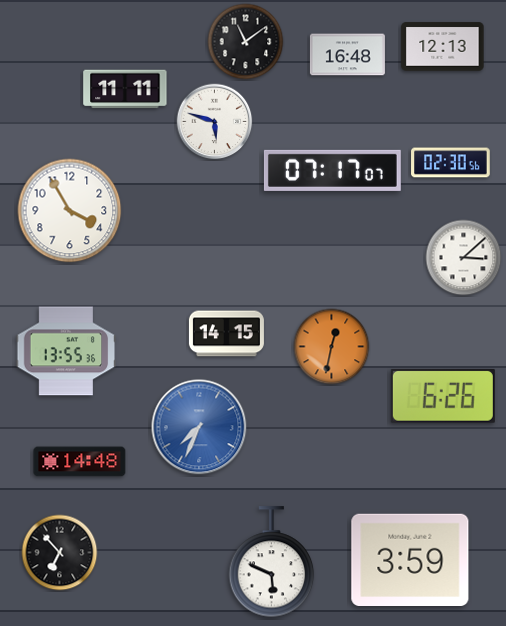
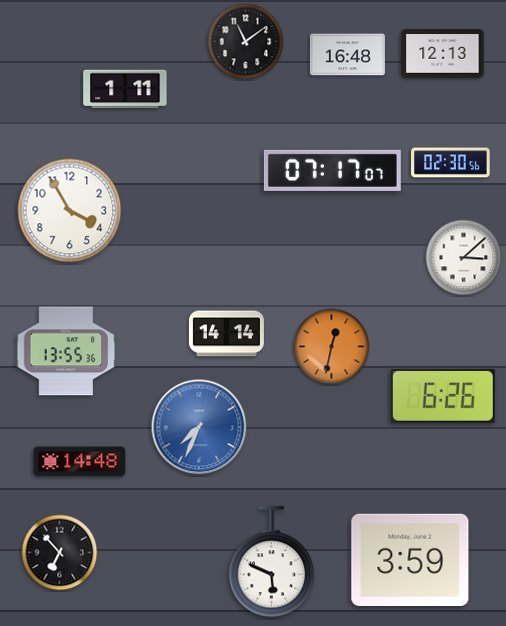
clock at (443, 47) position: (443, 47) -> (443, 54)
clock at (125, 89): 11:11 -> 1:11
clock at (215, 122): 5:48 -> none
clock at (226, 334): 14:15 -> 14:14
